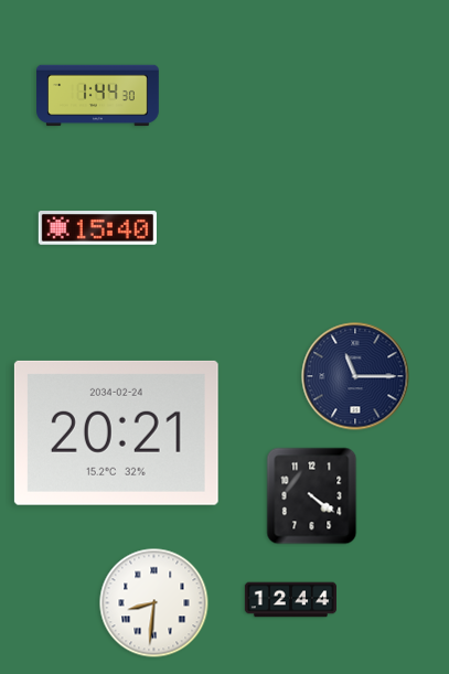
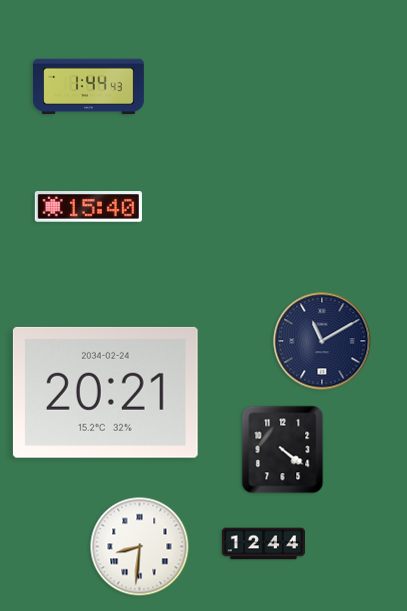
clock at (98, 96): 1:44:30 -> 1:44:43
clock at (355, 376): 11:15 -> 11:10
